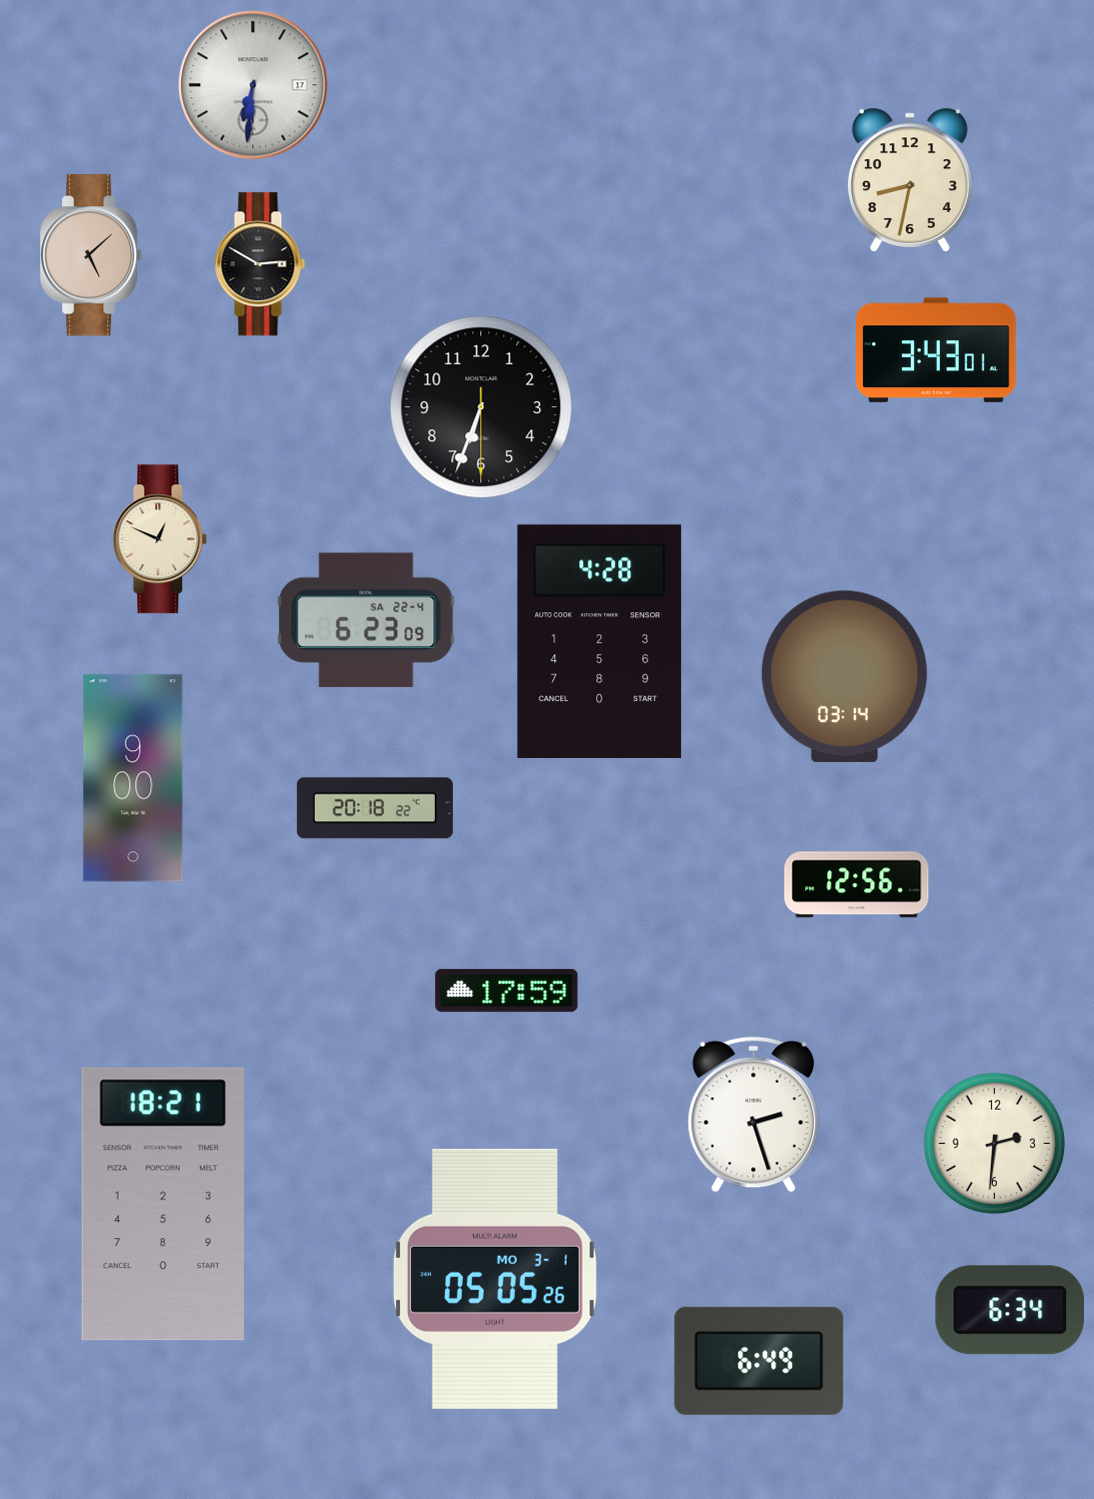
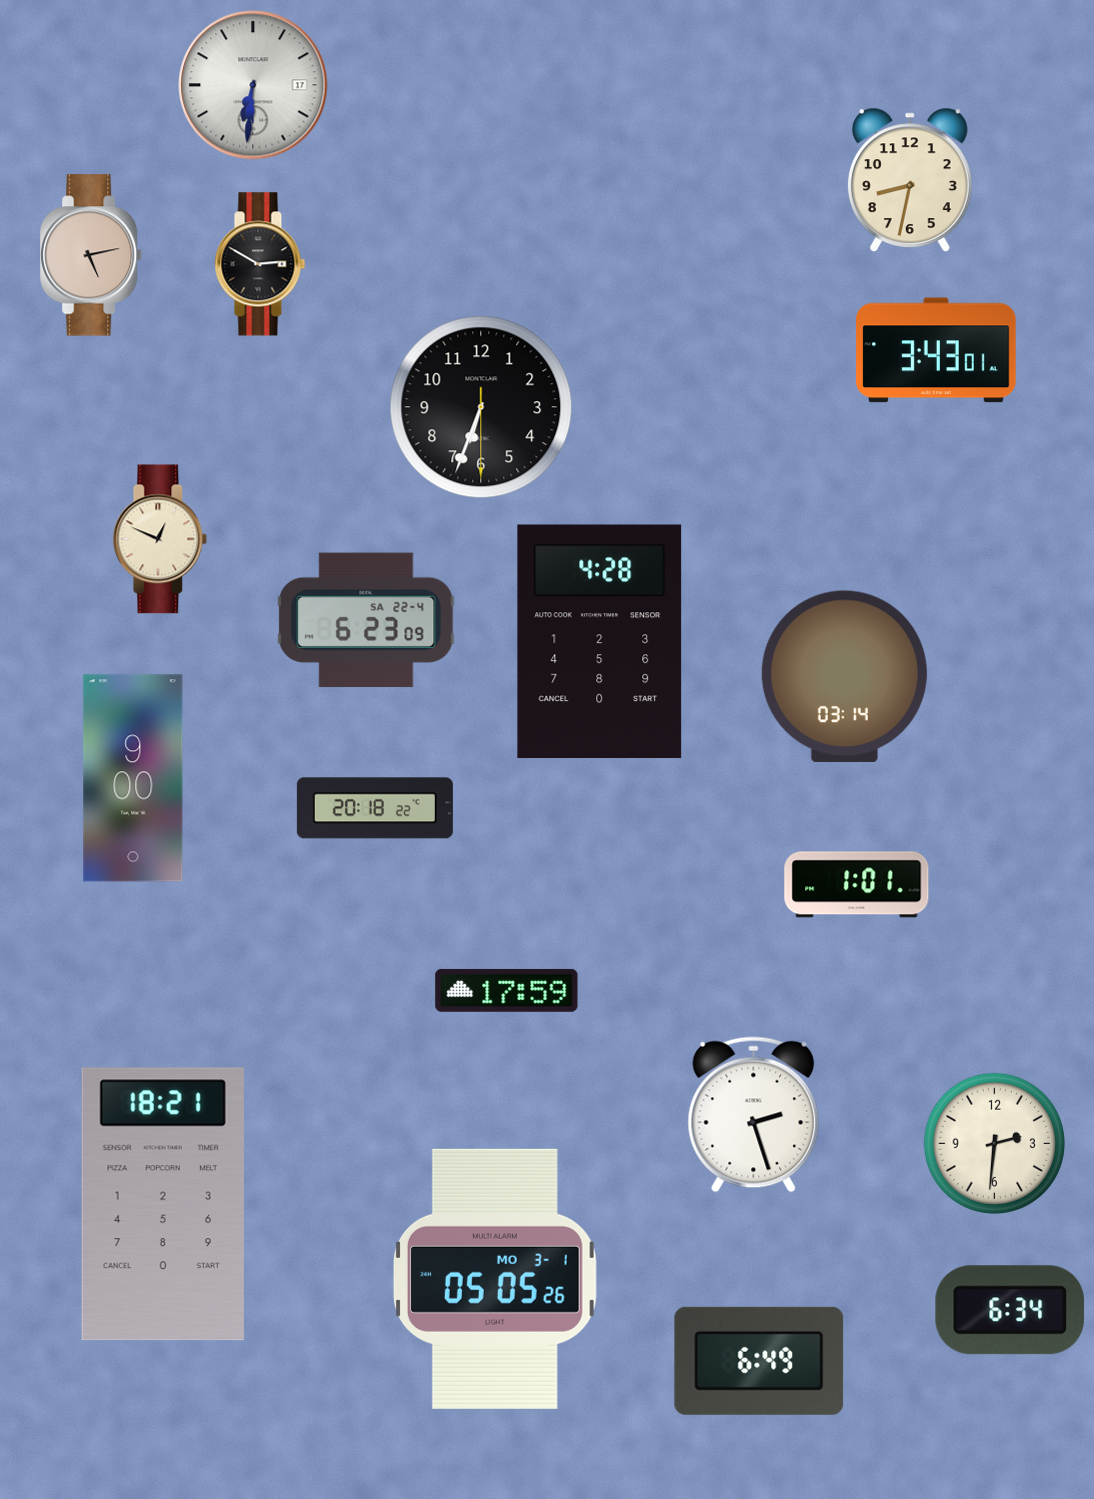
clock at (92, 255): 5:08 -> 5:13
clock at (857, 885): 12:56 -> 1:01
